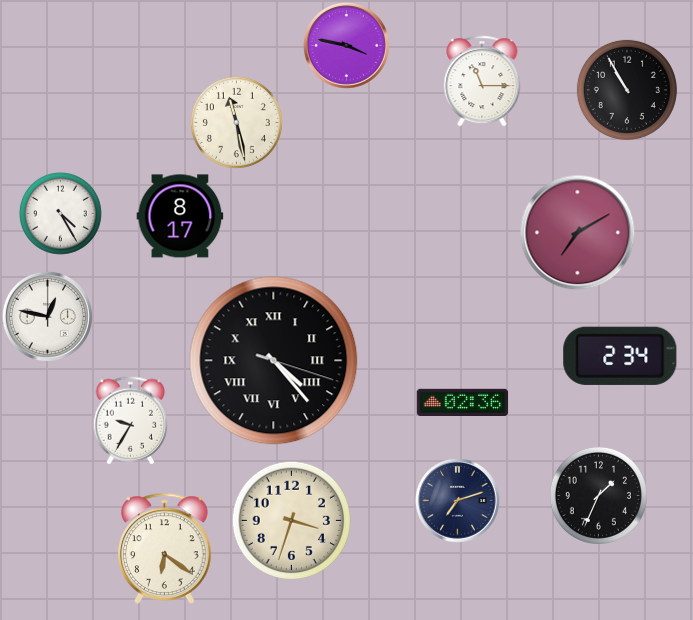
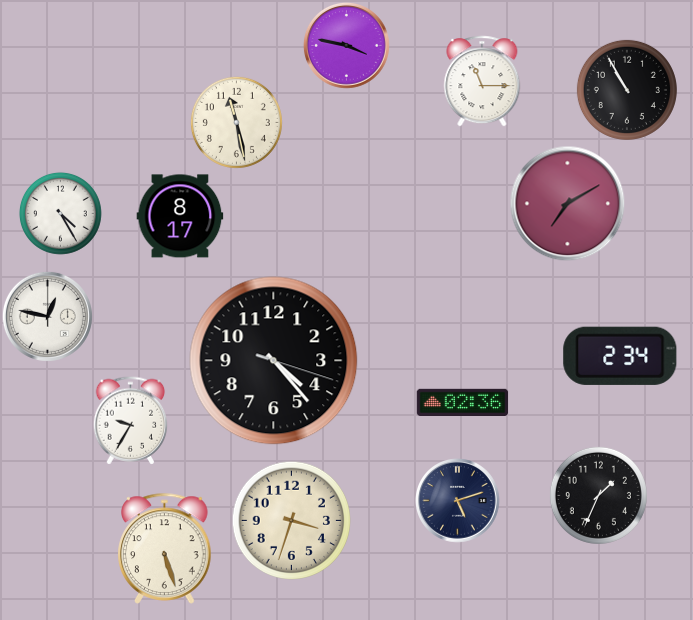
clock at (578, 233) position: (578, 233) -> (568, 204)
clock at (274, 361) numerals: Roman -> Arabic
clock at (458, 501): 7:12 -> 5:12
clock at (165, 548): 6:21 -> 5:27
